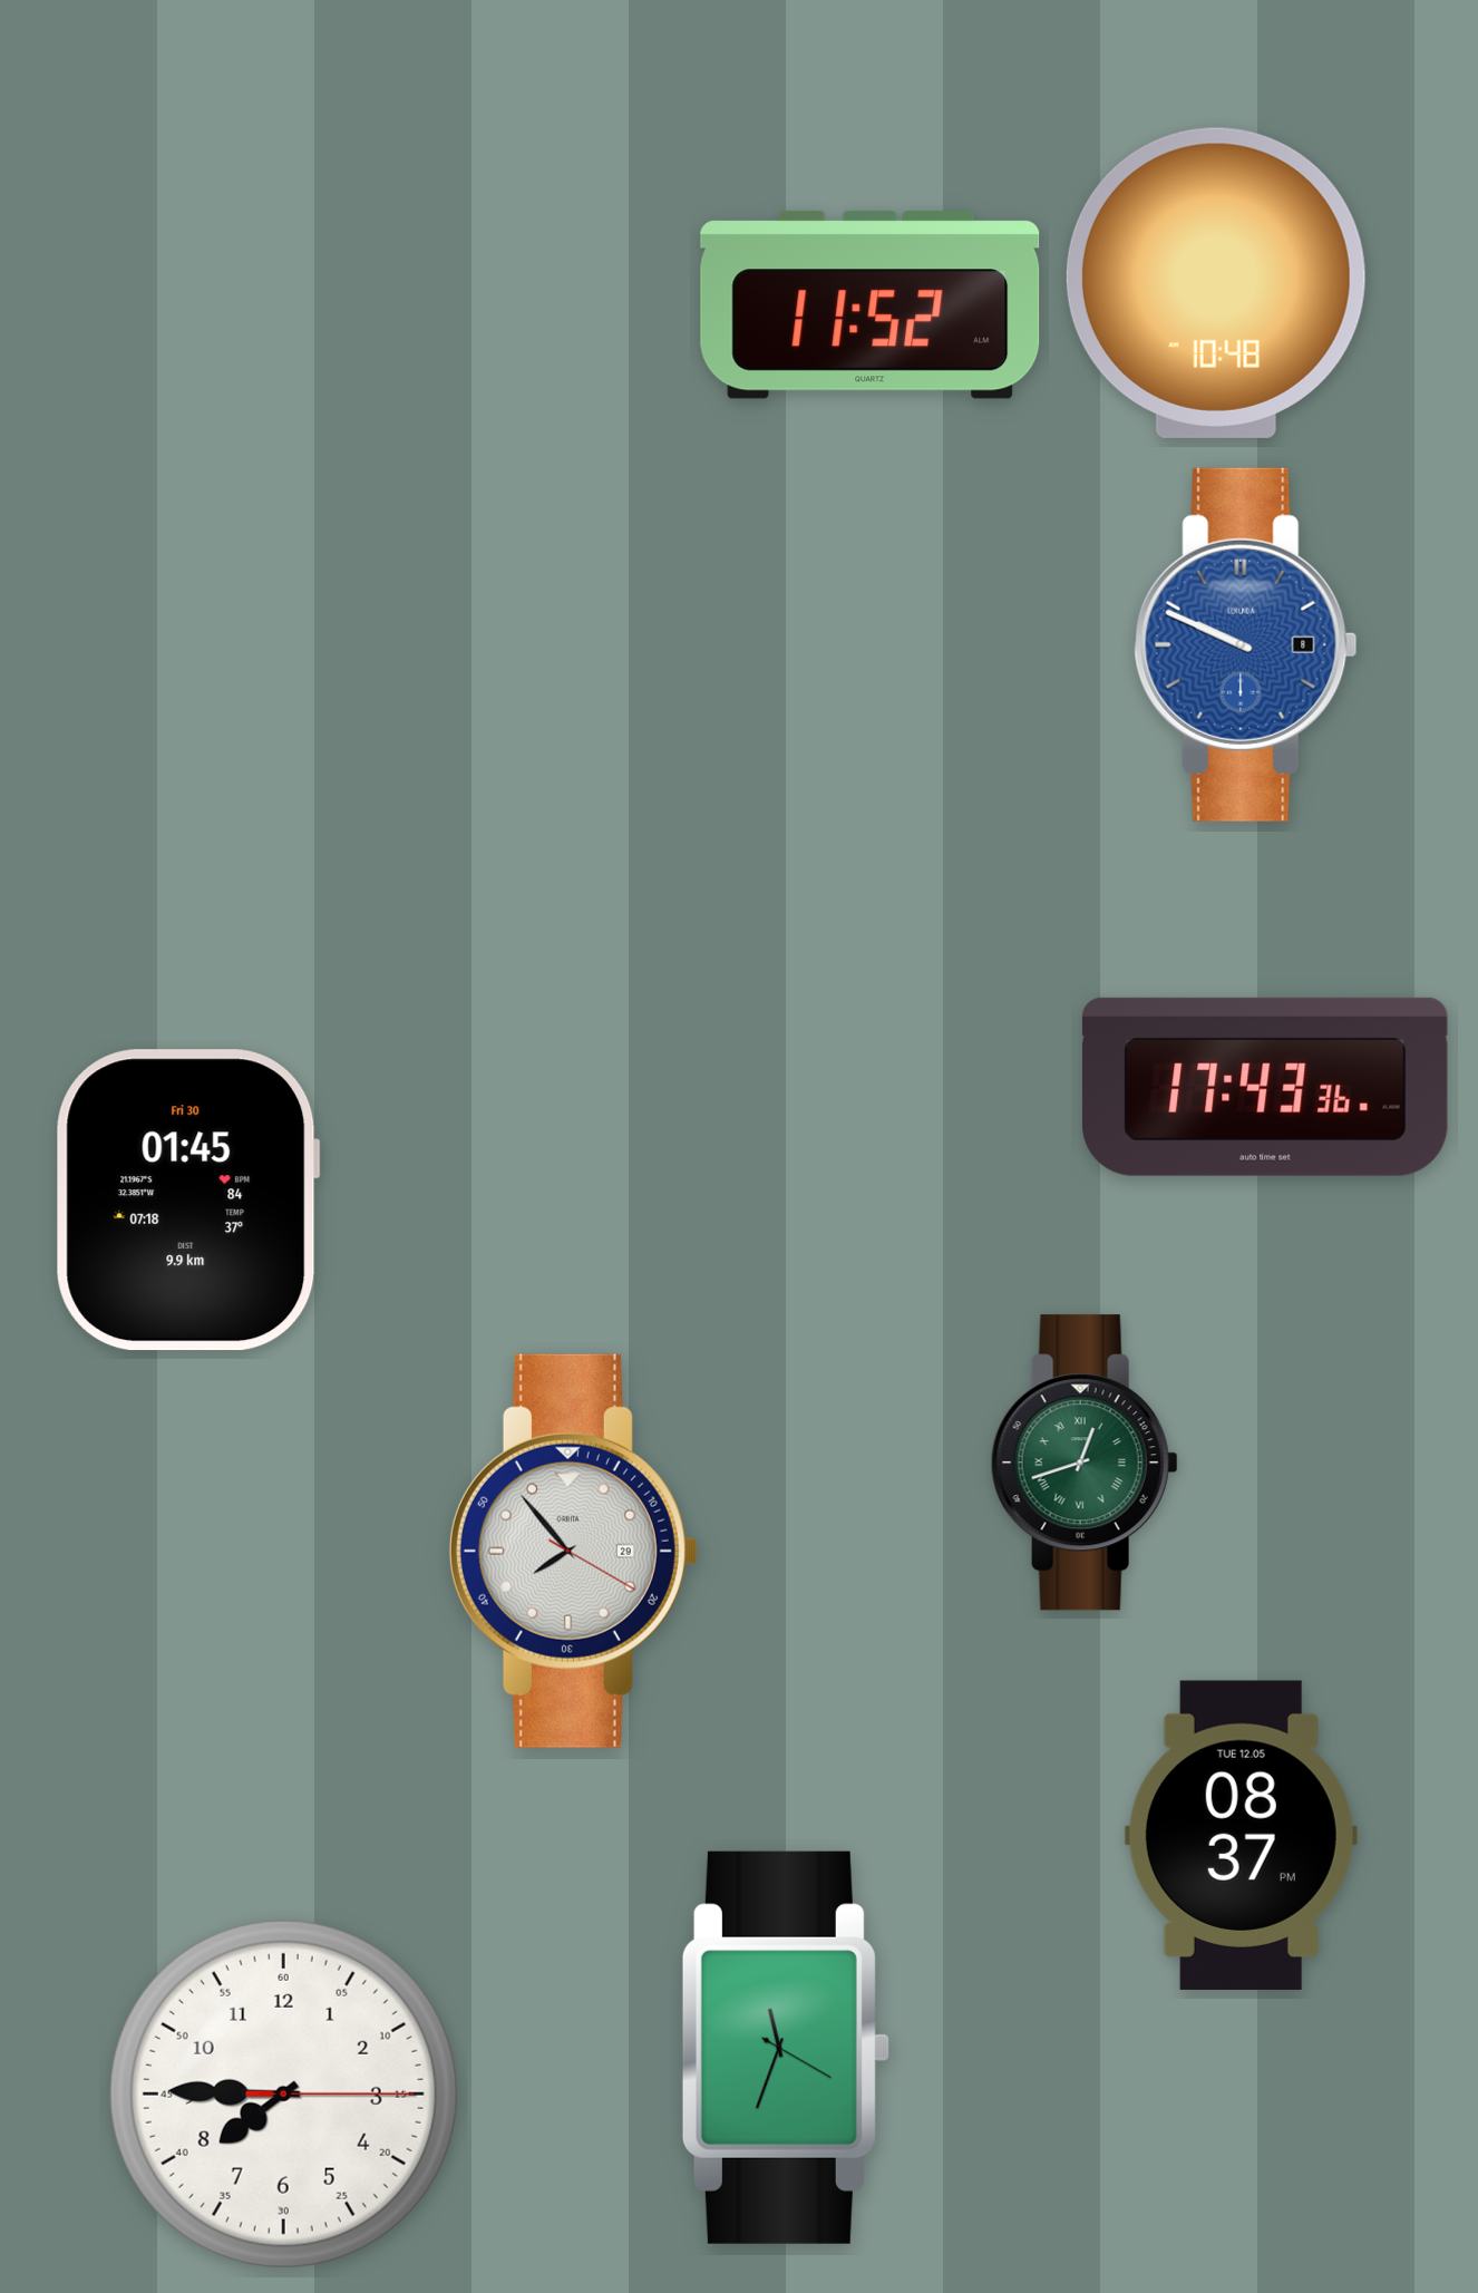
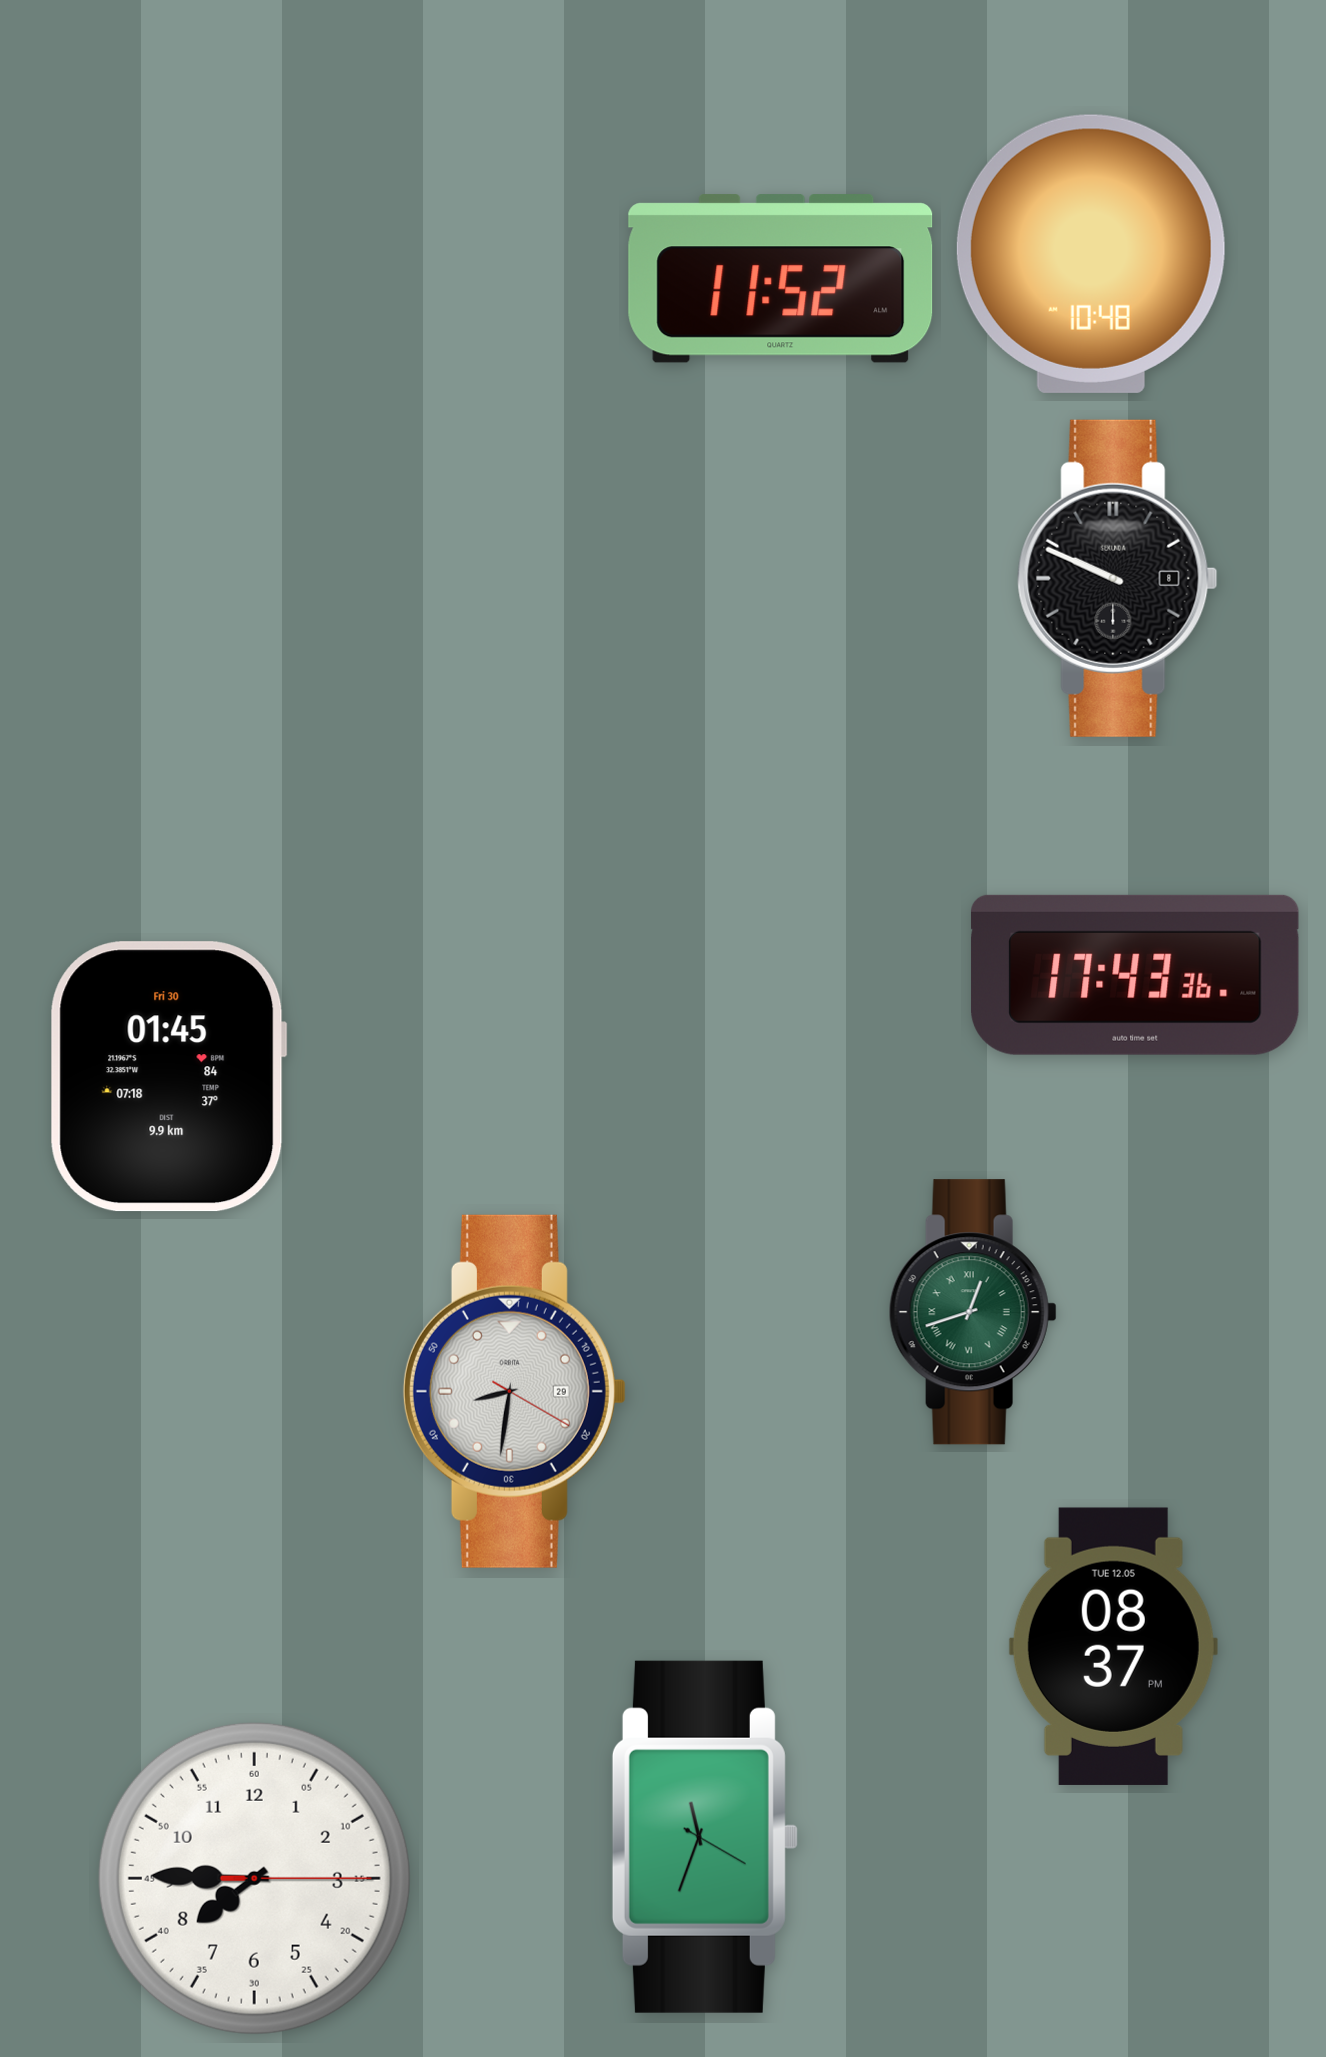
clock at (871, 305) position: (871, 305) -> (781, 279)
clock at (1246, 644) dial: blue -> black
clock at (573, 1551): 7:53 -> 8:31
